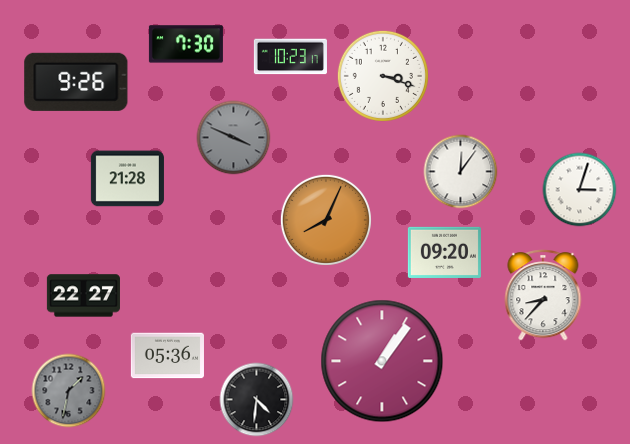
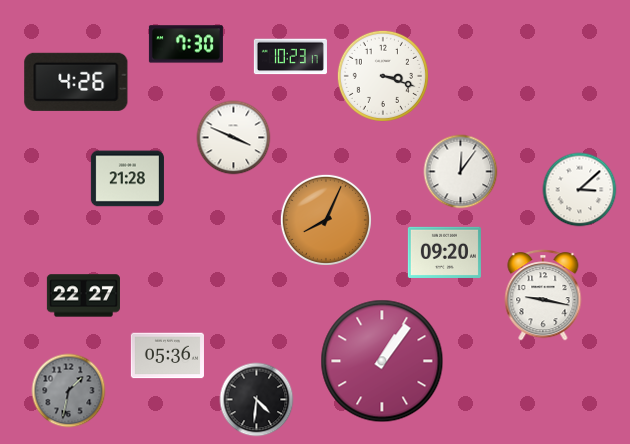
clock at (76, 82): 9:26 -> 4:26
clock at (234, 138) dial: grey -> white
clock at (580, 190): 3:03 -> 3:08
clock at (543, 295): 8:37 -> 9:17
